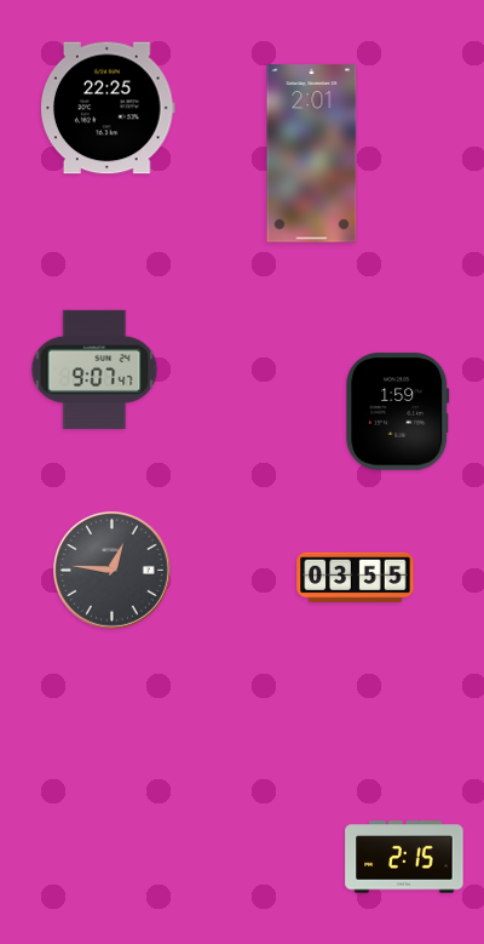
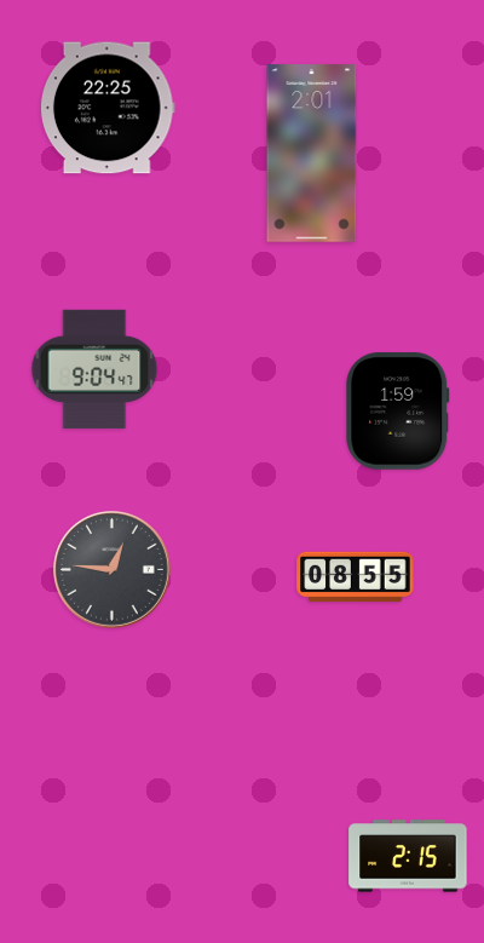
clock at (94, 370): 9:07 -> 9:04
clock at (356, 578): 03:55 -> 08:55
clock at (404, 857) position: (404, 857) -> (408, 856)
